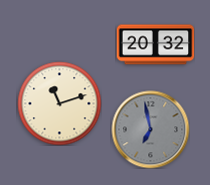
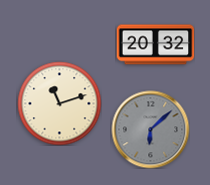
clock at (150, 129): 6:58 -> 6:08
